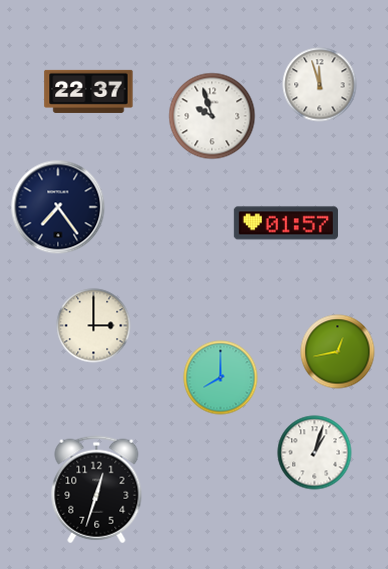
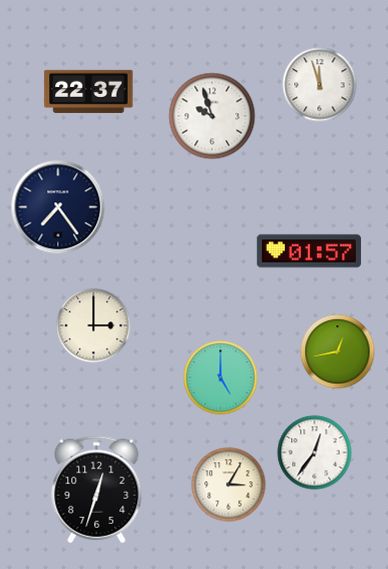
clock at (286, 223) position: (286, 223) -> (309, 251)
clock at (221, 378): 8:00 -> 5:00
clock at (315, 453): 1:03 -> 12:36
clock at (229, 485): none -> 3:05
